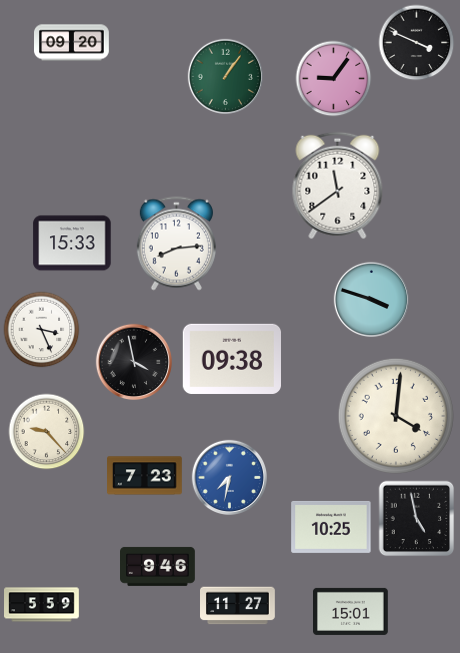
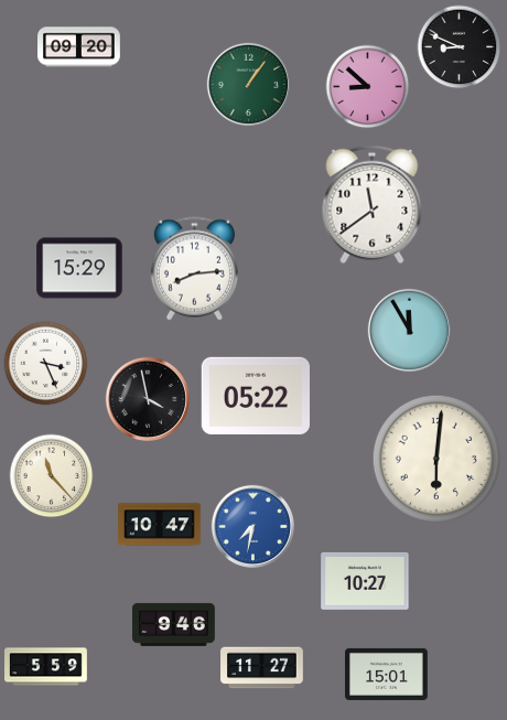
clock at (417, 43): 3:49 -> 8:49
clock at (334, 79): 9:06 -> 8:52
clock at (72, 243): 15:33 -> 15:29
clock at (371, 299): 3:48 -> 11:55
clock at (231, 359): 09:38 -> 05:22
clock at (395, 415): 4:01 -> 6:01
clock at (47, 432): 9:23 -> 11:23
clock at (145, 476): 7:23 -> 10:47
clock at (417, 519): 4:58 -> none
clock at (331, 527): 10:25 -> 10:27
